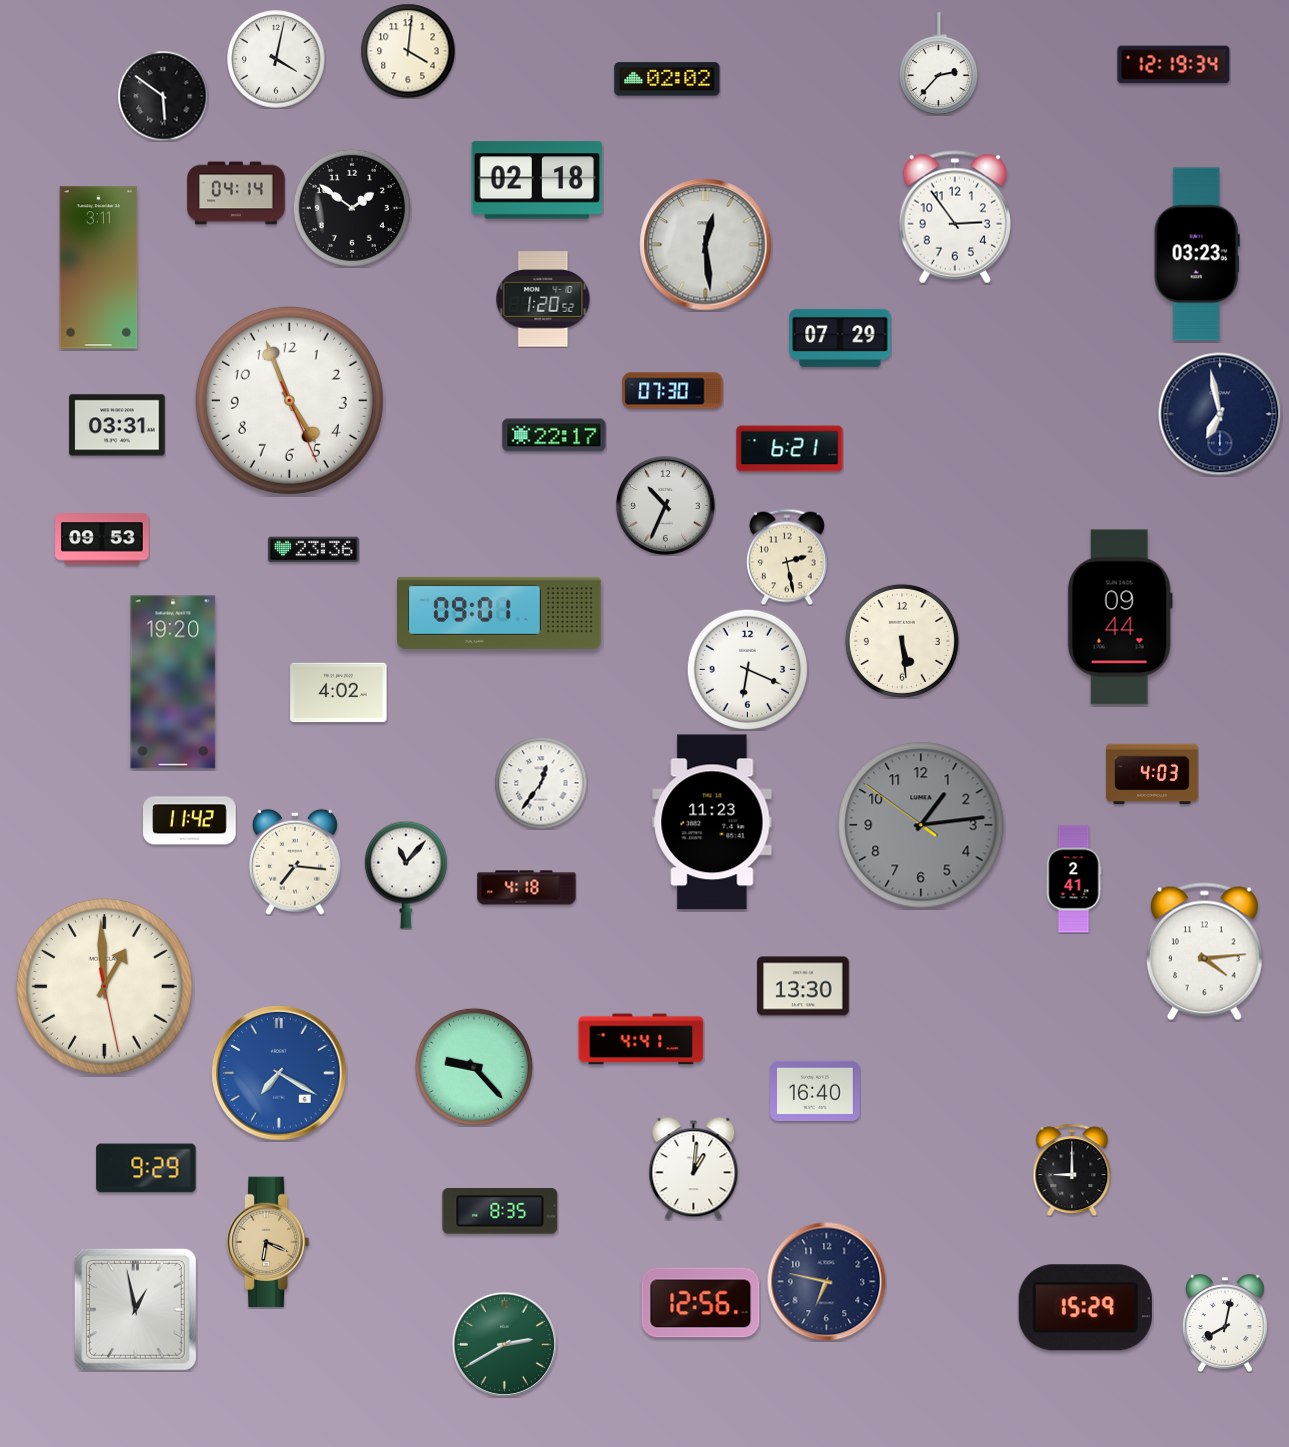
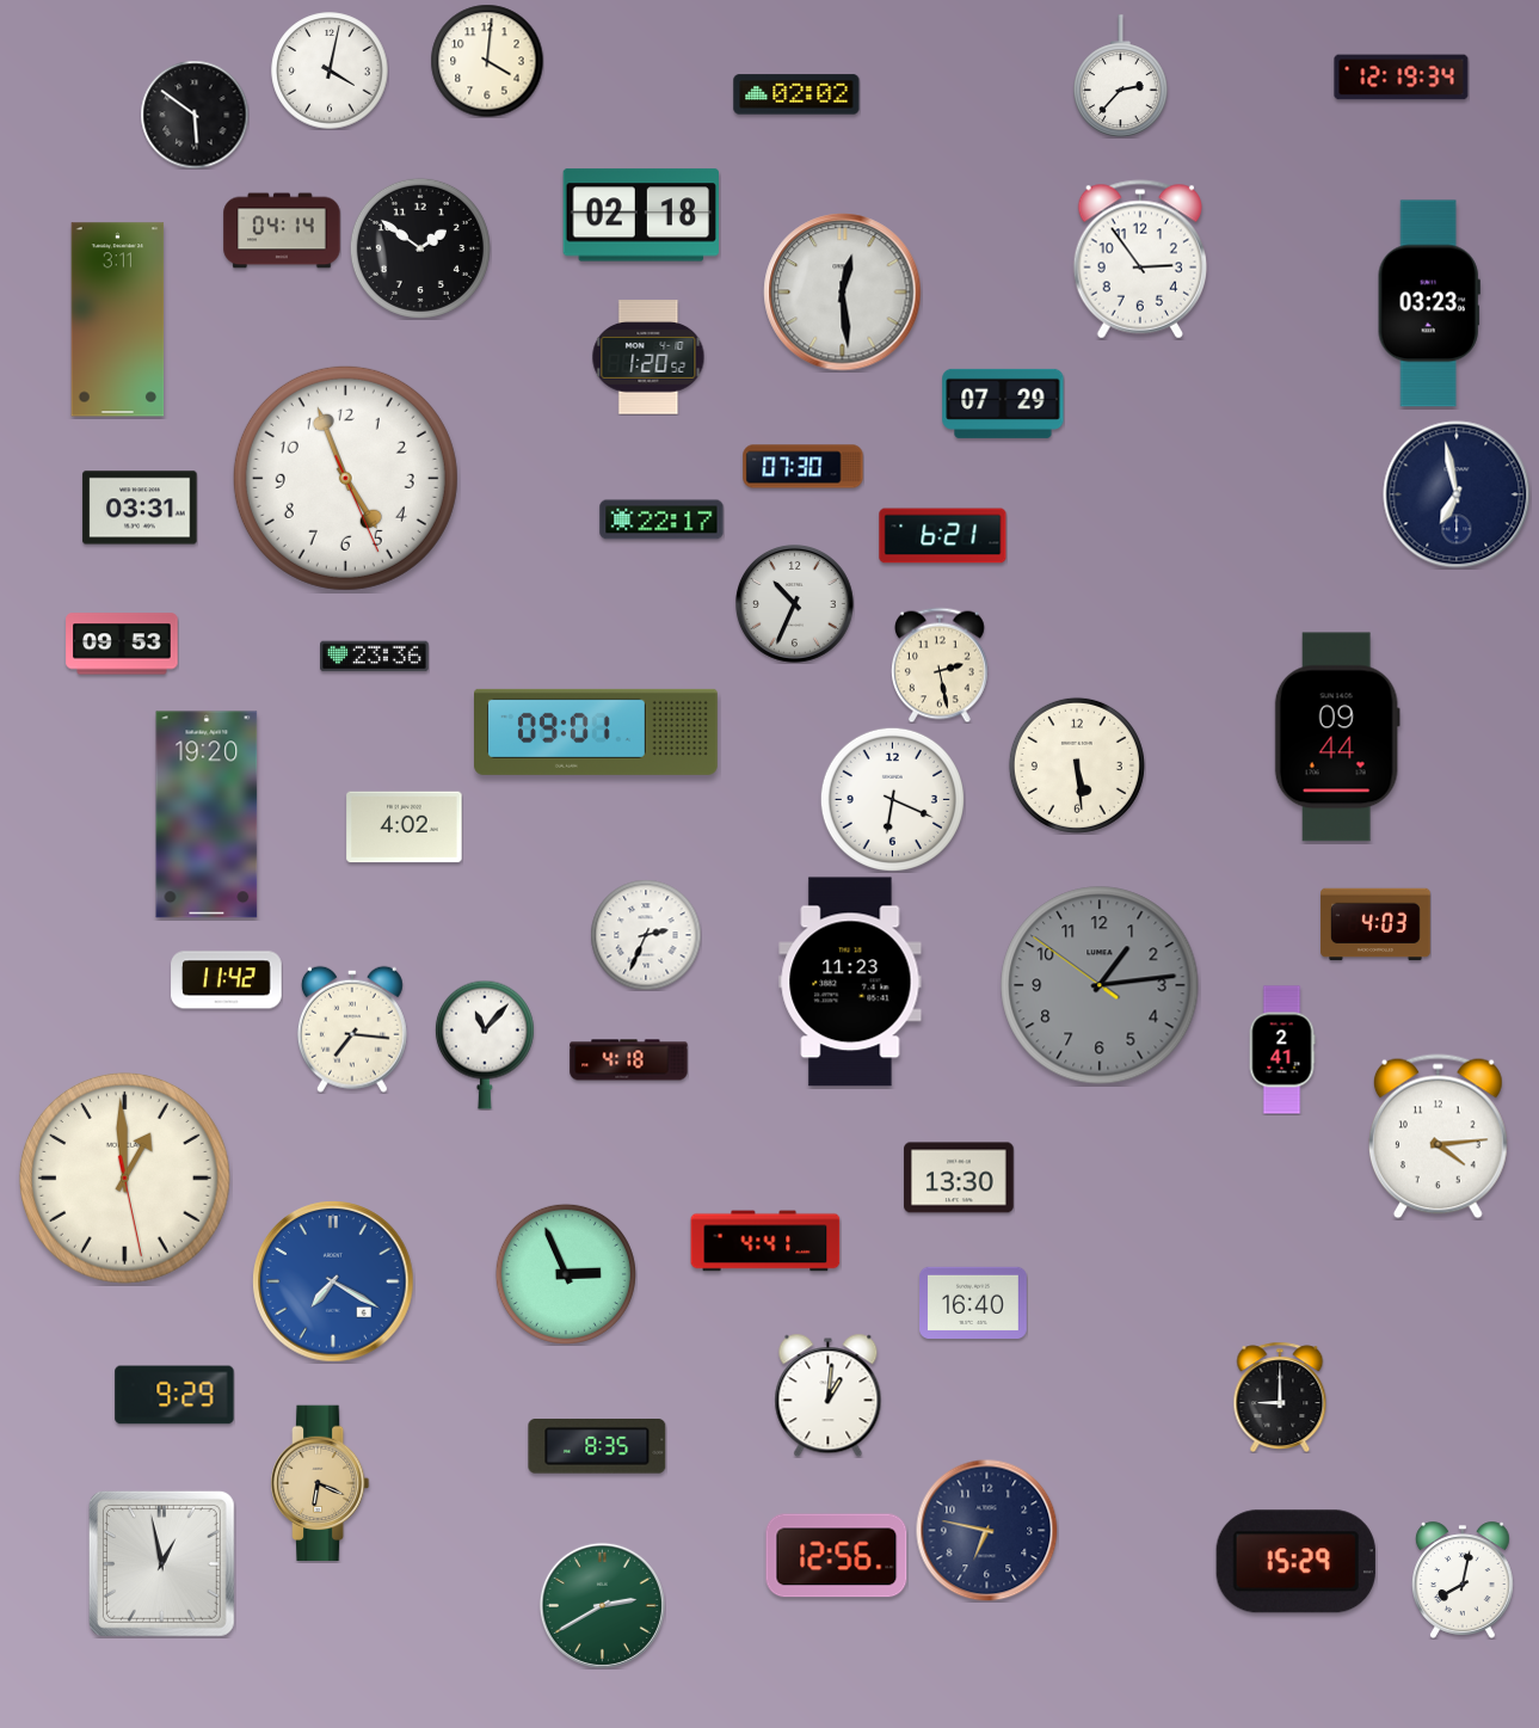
clock at (541, 783): 12:36 -> 2:34
clock at (474, 1067): 9:23 -> 2:56
